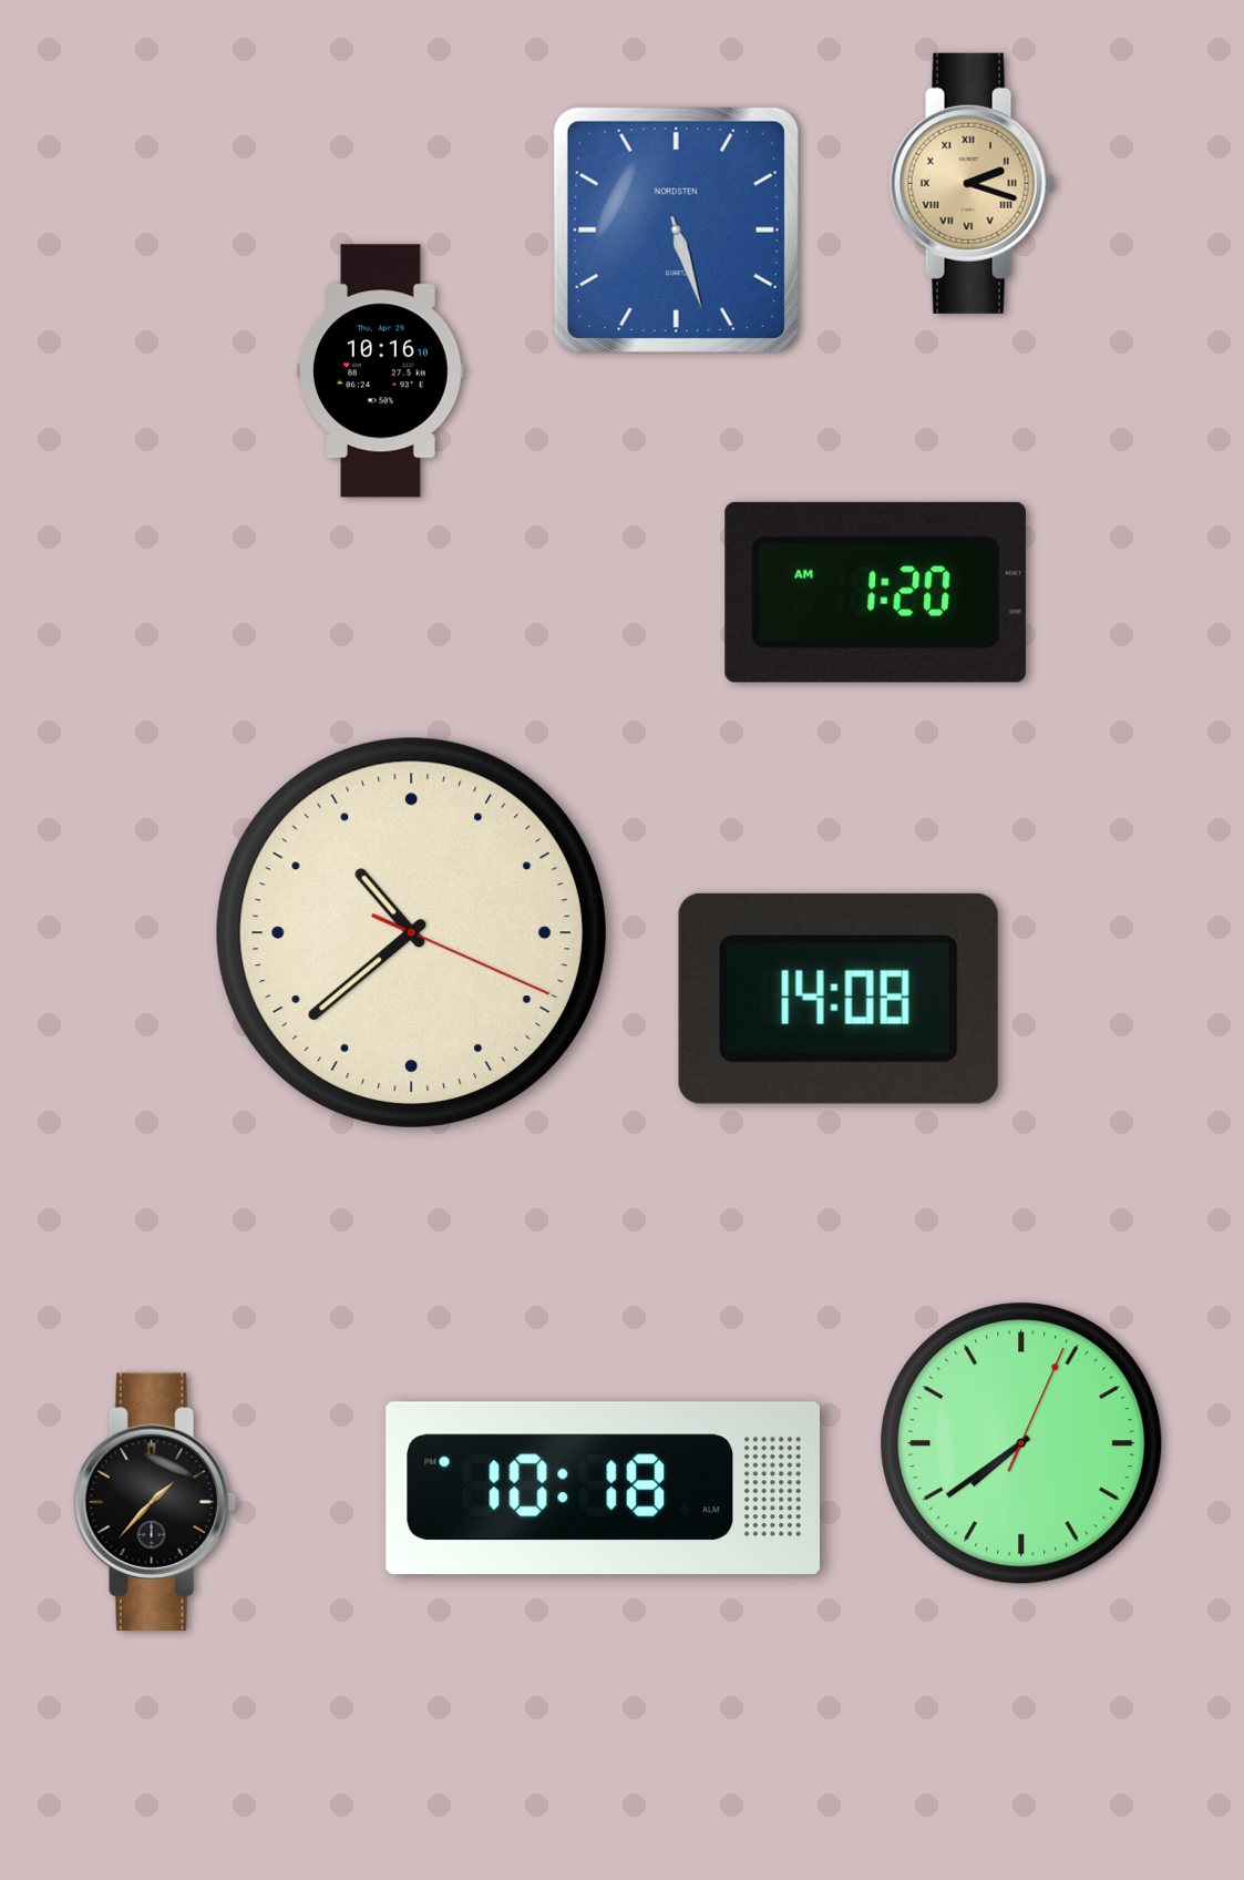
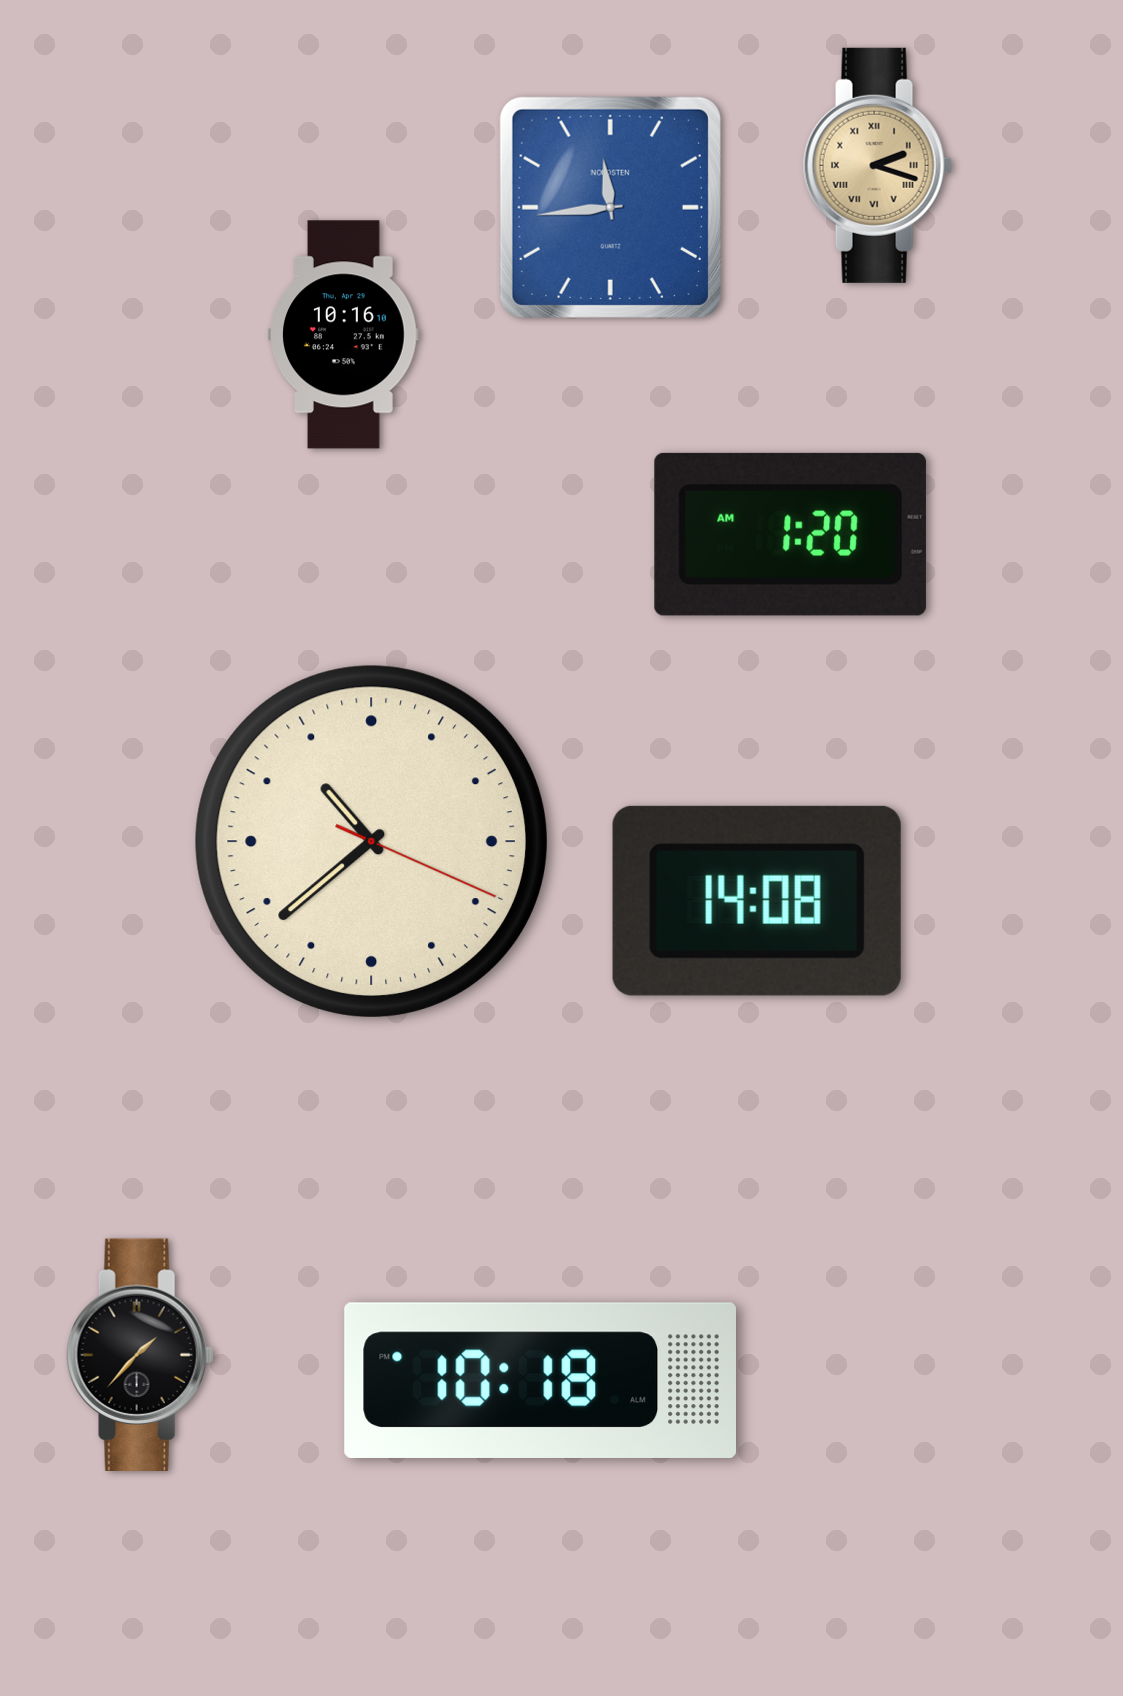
clock at (676, 229): 5:27 -> 11:44
clock at (1021, 1443): 7:39 -> none
clock at (603, 1488) position: (603, 1488) -> (540, 1380)
